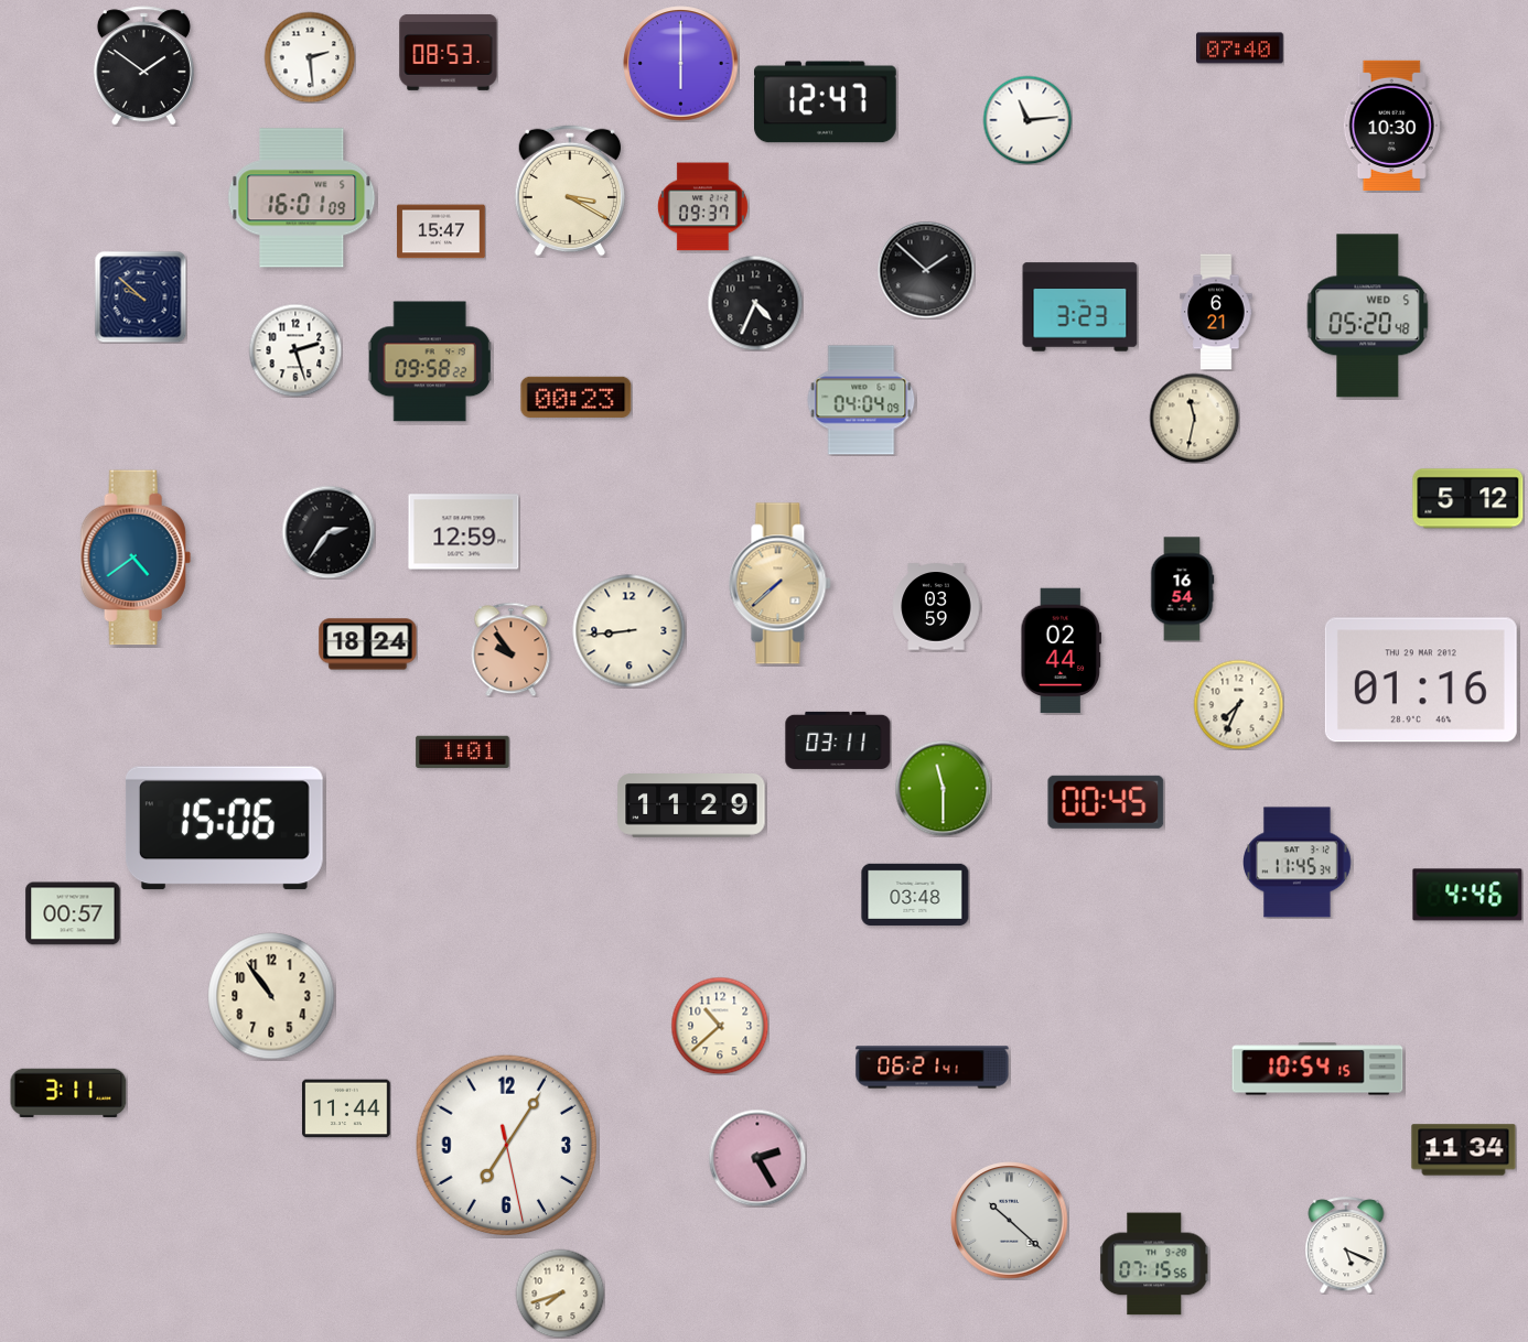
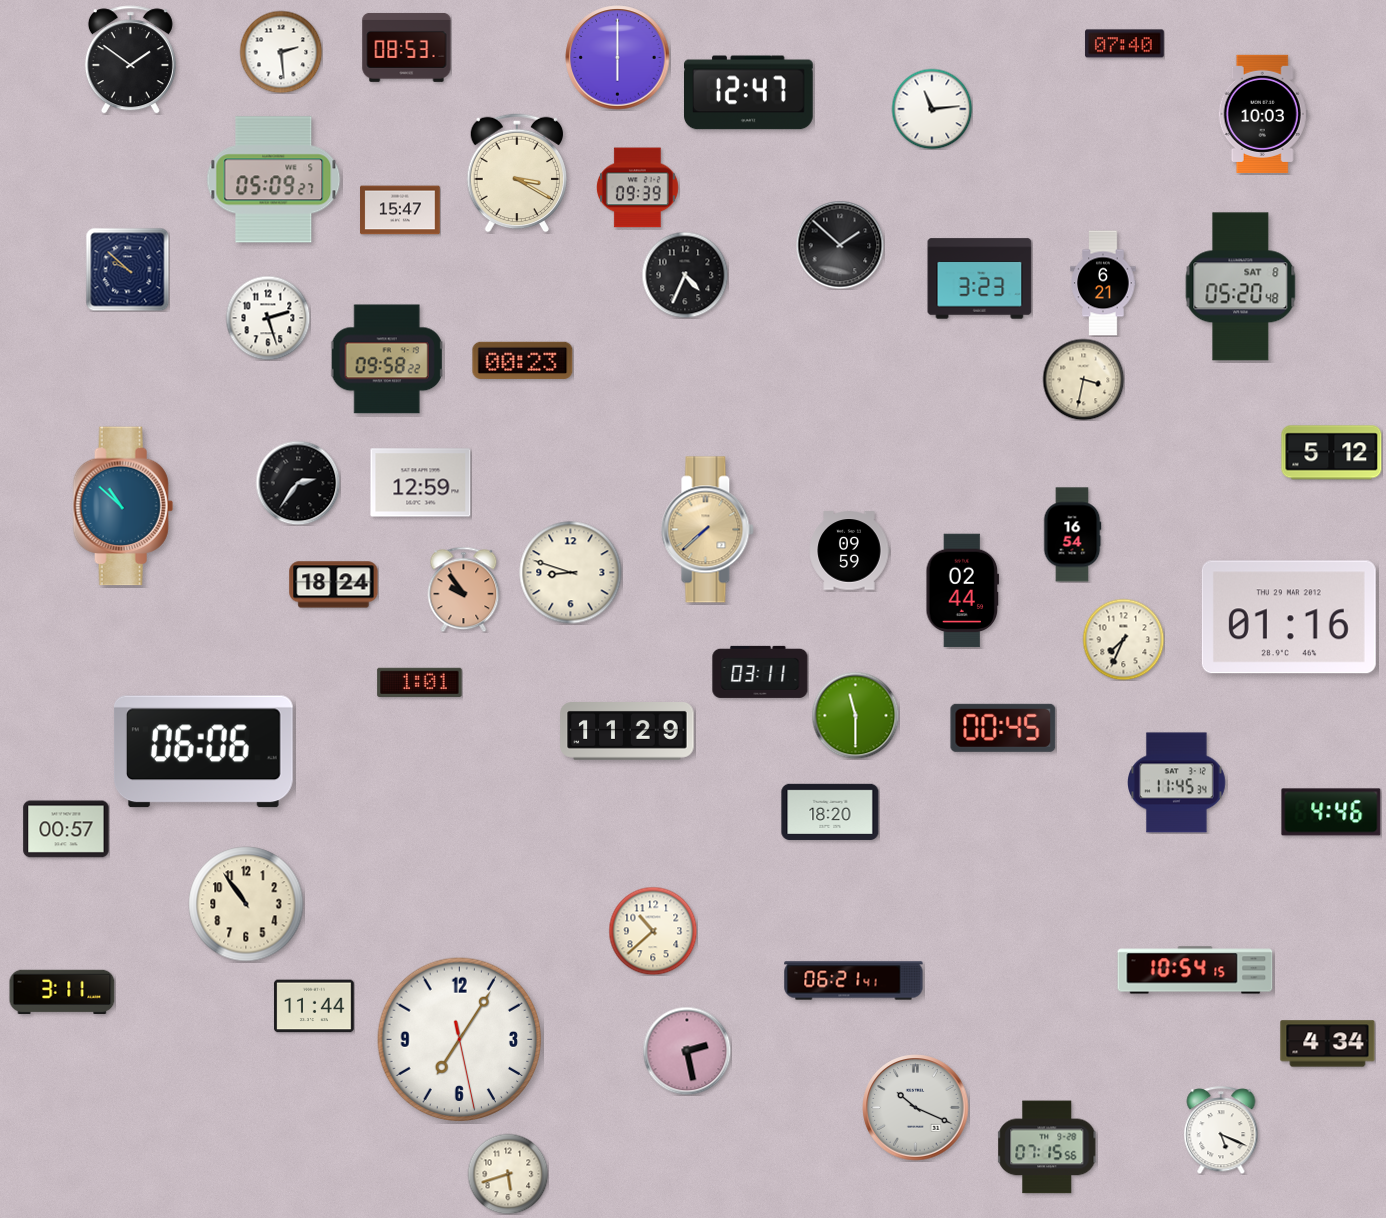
clock at (1392, 126): 10:30 -> 10:03
clock at (302, 198): 16:01 -> 05:09
clock at (702, 207): 09:37 -> 09:39
clock at (1368, 316) date: WED 5 -> SAT 8
clock at (430, 361) position: (430, 361) -> (387, 359)
clock at (861, 400): 04:04 -> none
clock at (1194, 418): 11:32 -> 3:32
clock at (136, 558): 4:39 -> 10:52
clock at (936, 607): 03:59 -> 09:59
clock at (630, 631): 8:44 -> 8:48
clock at (225, 829): 15:06 -> 06:06
clock at (915, 895): 03:48 -> 18:20
clock at (933, 1068) position: (933, 1068) -> (854, 981)
clock at (1464, 1150): 11:34 -> 4:34
clock at (757, 1158): 2:25 -> 2:28
clock at (1010, 1221): 10:22 -> 10:19
clock at (560, 1294): 7:42 -> 5:42
